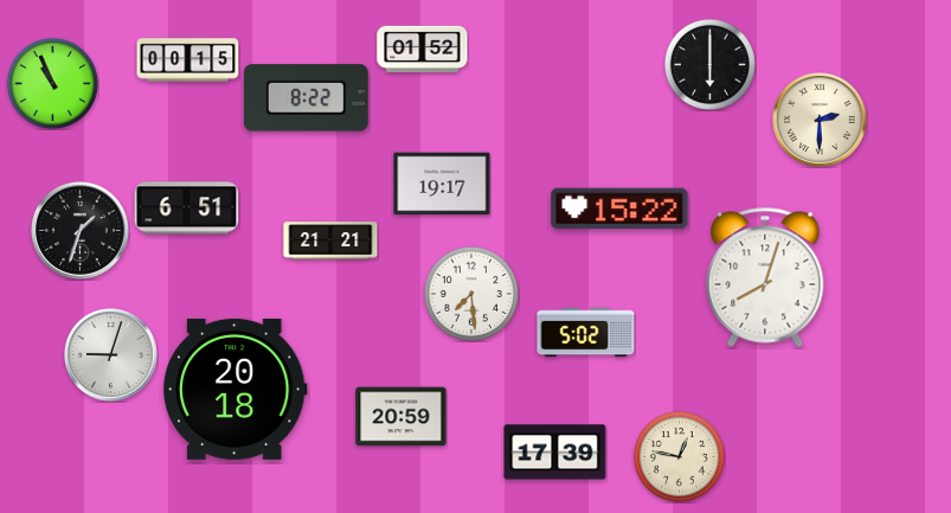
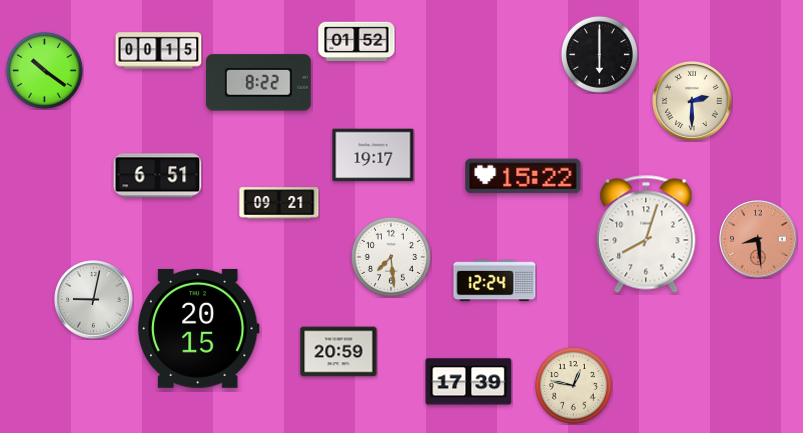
clock at (52, 83): 10:56 -> 10:21
clock at (79, 230): 1:33 -> none
clock at (330, 241): 21:21 -> 09:21
clock at (758, 239): none -> 8:29
clock at (471, 294) position: (471, 294) -> (391, 257)
clock at (586, 333): 5:02 -> 12:24
clock at (111, 355): 9:03 -> 9:02
clock at (234, 389): 20:18 -> 20:15
